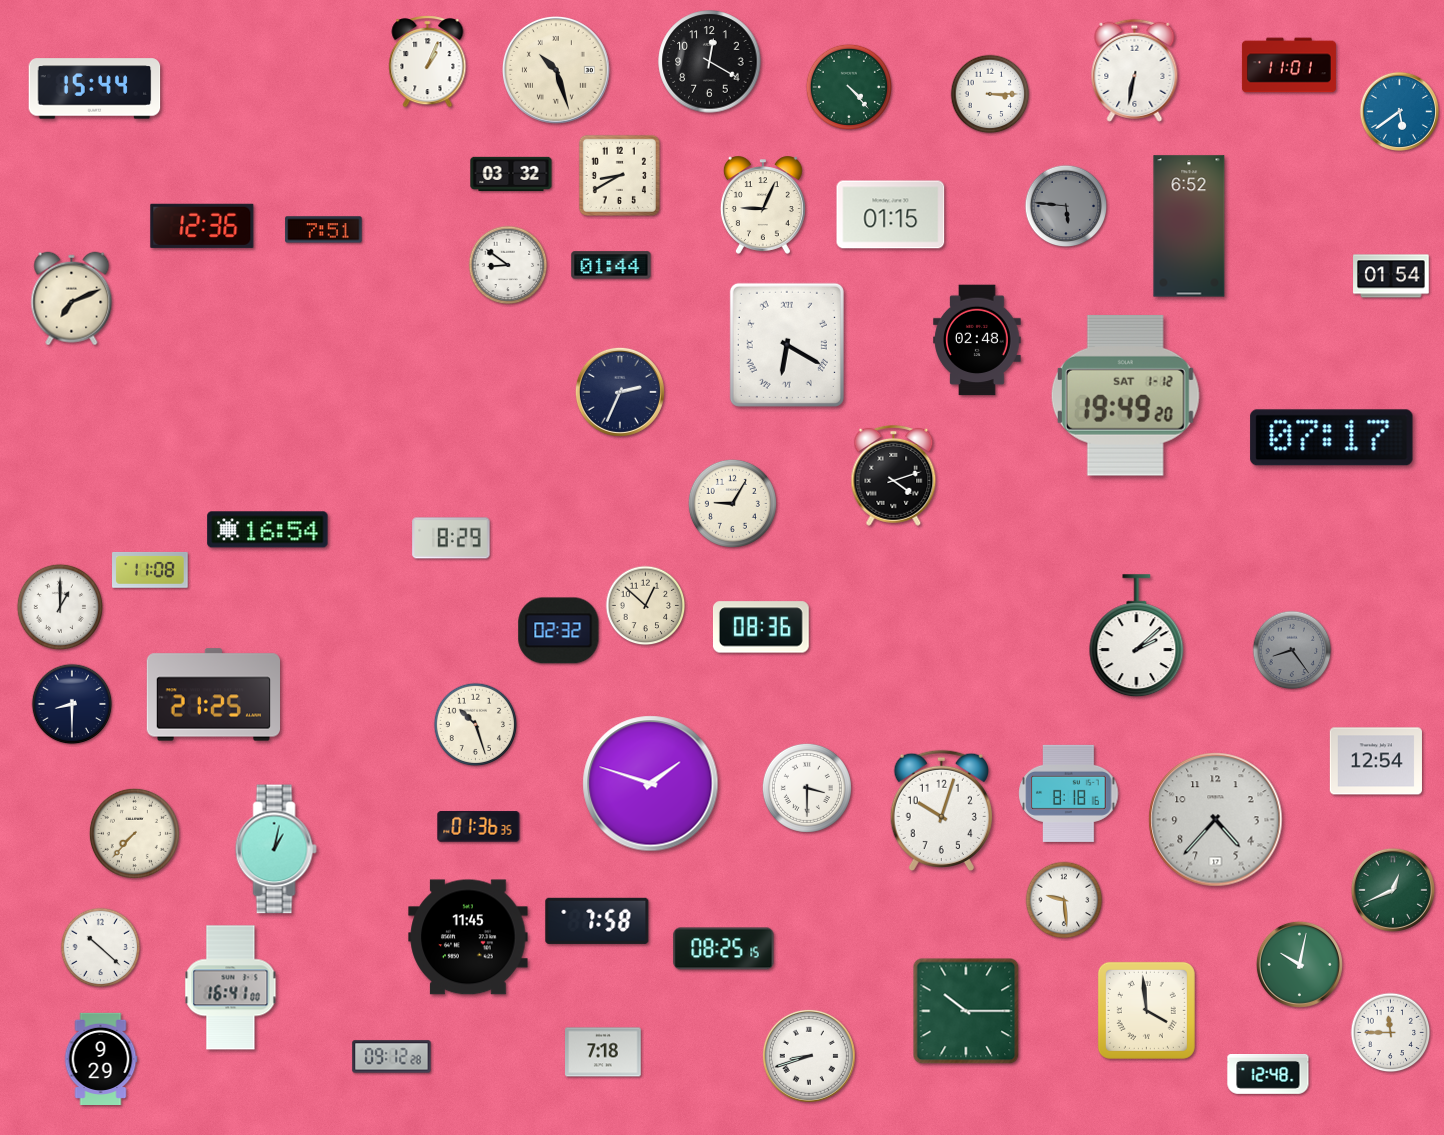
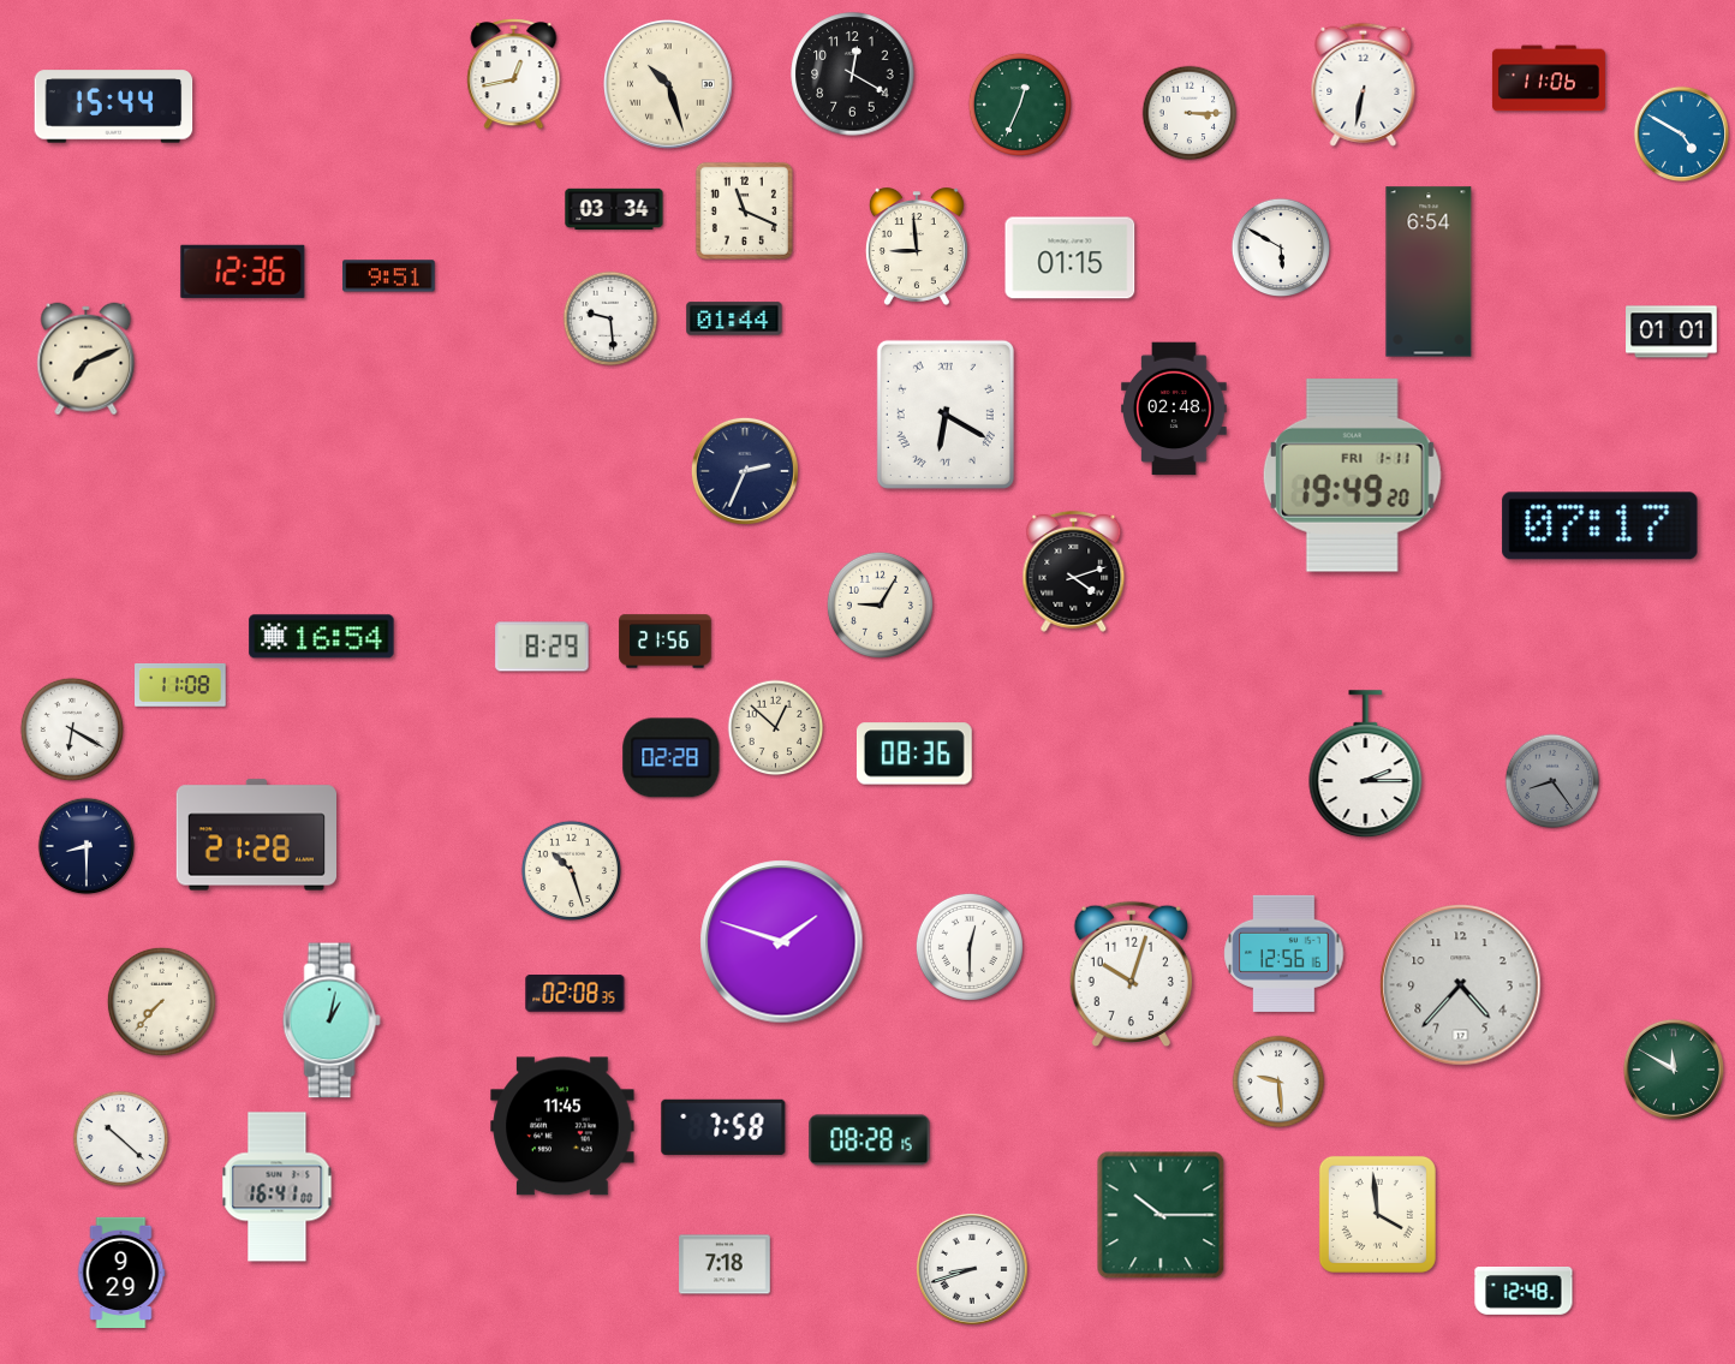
clock at (428, 62): 1:04 -> 12:43
clock at (1289, 65): 11:01 -> 11:06
clock at (849, 87): 4:23 -> 12:34
clock at (1399, 111): 5:39 -> 4:50
clock at (511, 173): 03:32 -> 03:34
clock at (619, 175): 8:40 -> 11:19
clock at (763, 205): 9:04 -> 8:59
clock at (1066, 206): 5:46 -> 5:50
clock at (1066, 206) dial: grey -> white
clock at (1189, 226): 6:52 -> 6:54
clock at (324, 230): 7:51 -> 9:51
clock at (508, 265): 8:51 -> 9:29
clock at (1391, 276): 01:54 -> 01:01
clock at (1125, 395) date: SAT 1-12 -> FRI 1-11
clock at (666, 642): none -> 21:56
clock at (60, 607): 1:00 -> 6:20
clock at (559, 631): 02:32 -> 02:28
clock at (1137, 636): 2:08 -> 2:15
clock at (213, 695): 21:25 -> 21:28
clock at (1376, 761): 12:54 -> none
clock at (807, 788): 3:30 -> 12:30
clock at (1069, 793): 8:18 -> 12:56
clock at (479, 827): 01:36 -> 02:08
clock at (1393, 890): 12:41 -> 11:50
clock at (597, 921) position: (597, 921) -> (723, 1127)
clock at (724, 949): 08:25 -> 08:28
clock at (1299, 964): 10:02 -> none
clock at (1391, 1033): 11:45 -> none
clock at (392, 1057): 09:12 -> none
